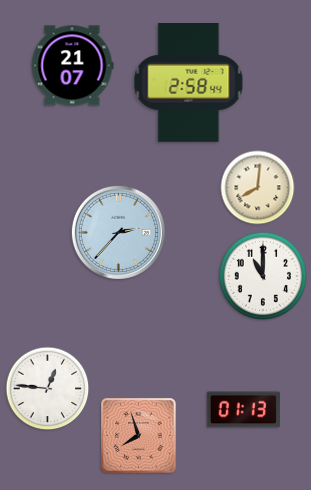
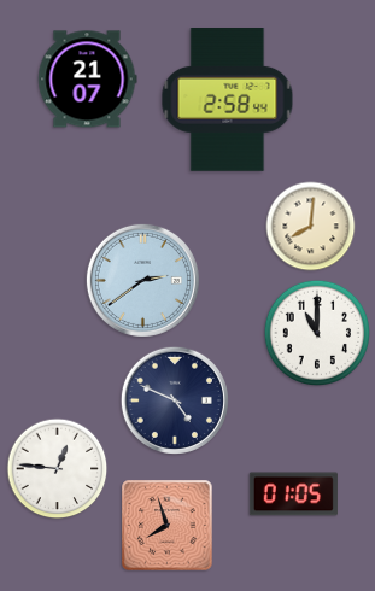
clock at (118, 232): 2:37 -> 2:39
clock at (175, 400): none -> 4:49
clock at (243, 410): 01:13 -> 01:05
